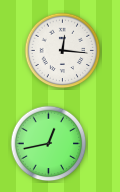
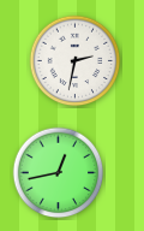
clock at (63, 51): 12:16 -> 2:32
